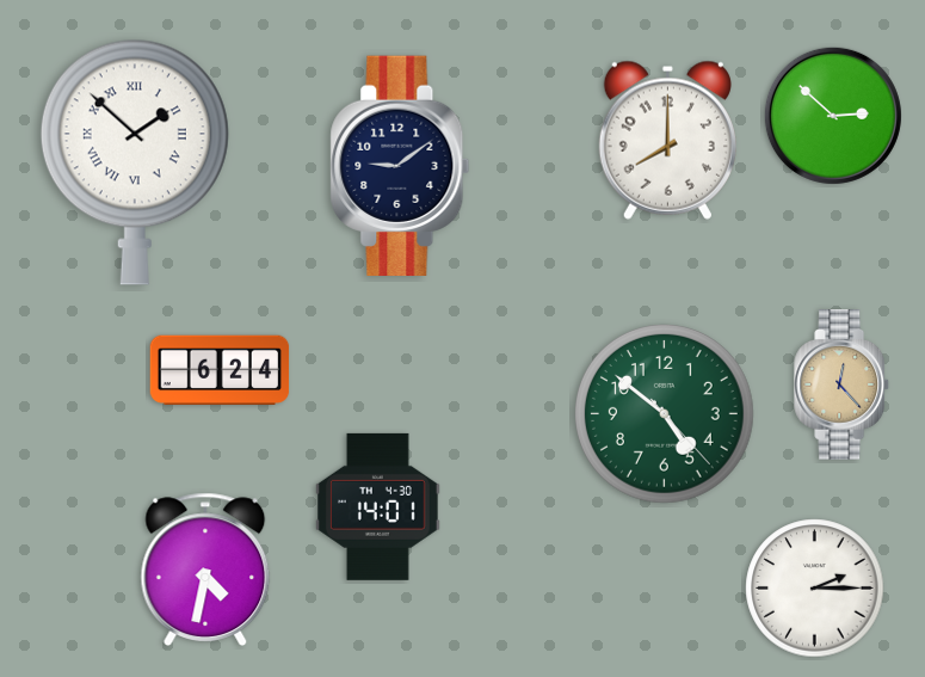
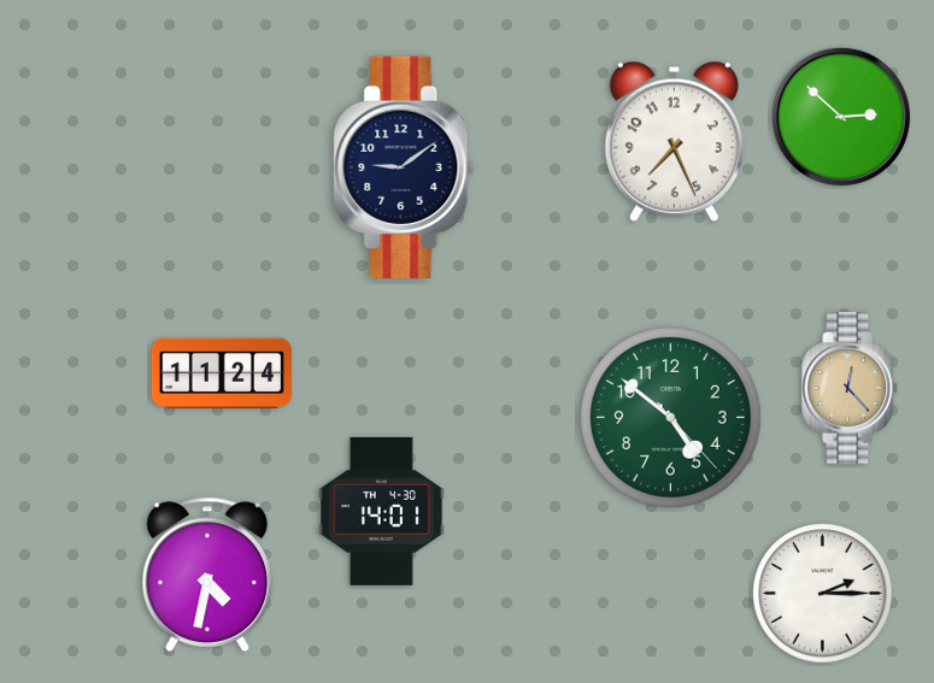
clock at (667, 140): 8:00 -> 7:26
clock at (135, 162): 1:52 -> none
clock at (220, 370): 6:24 -> 11:24
